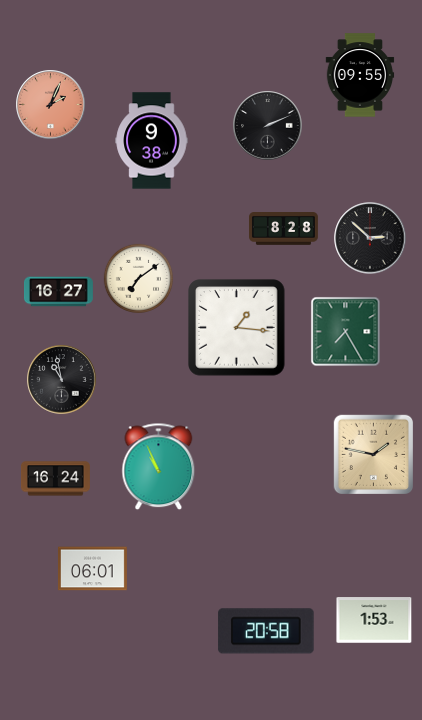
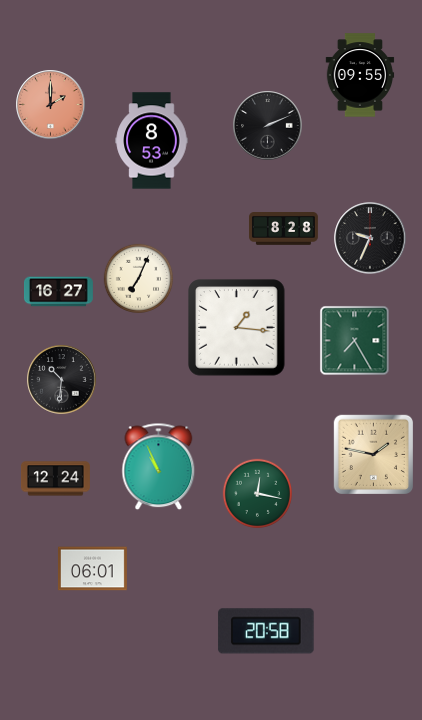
clock at (51, 105): 2:04 -> 2:00
clock at (152, 141): 9:38 -> 8:53
clock at (370, 238): 2:52 -> 9:34
clock at (138, 278): 7:09 -> 7:04
clock at (346, 332) position: (346, 332) -> (355, 341)
clock at (62, 380): 10:58 -> 10:31
clock at (55, 479): 16:24 -> 12:24
clock at (257, 493): none -> 12:17
clock at (374, 620): 1:53 -> none
